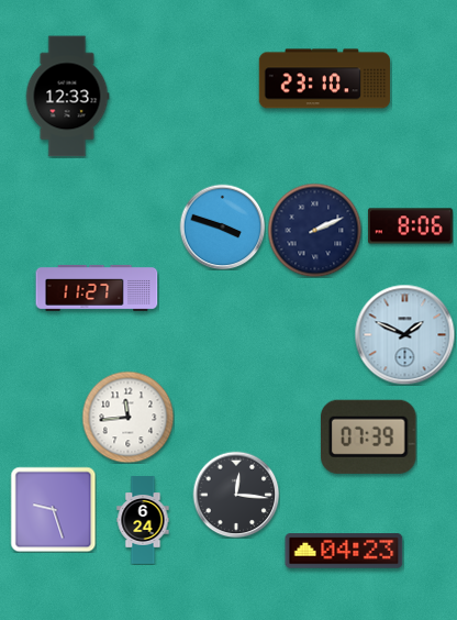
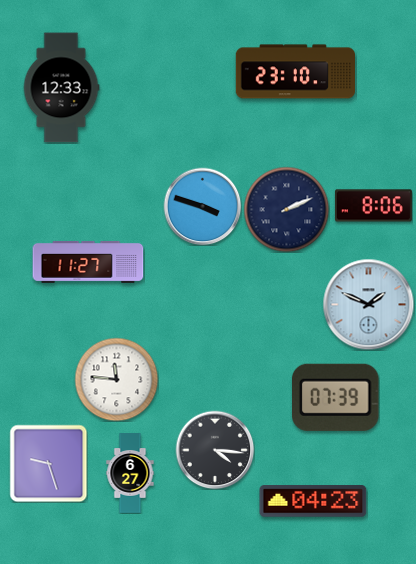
clock at (127, 417): 11:44 -> 11:46
clock at (236, 495): 12:16 -> 4:16
clock at (143, 520): 6:24 -> 6:27
